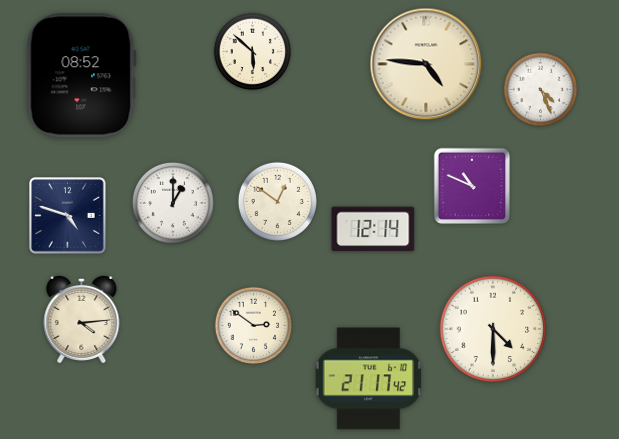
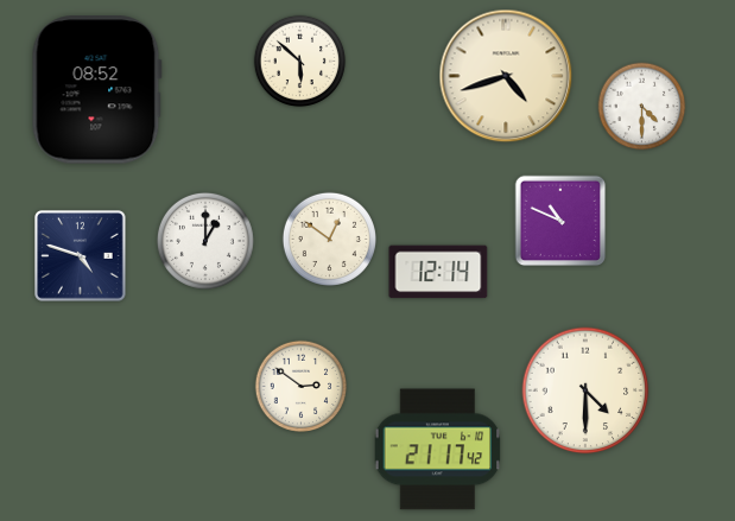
clock at (426, 64): 4:46 -> 4:42
clock at (541, 90): 4:26 -> 4:30
clock at (373, 229) position: (373, 229) -> (438, 272)
clock at (82, 319): 4:14 -> none
